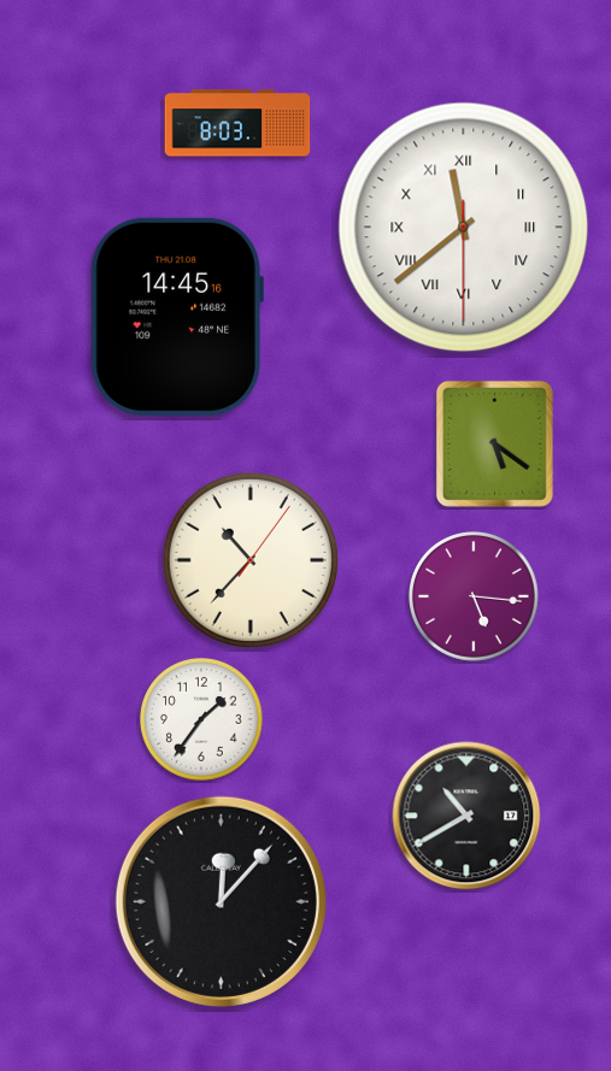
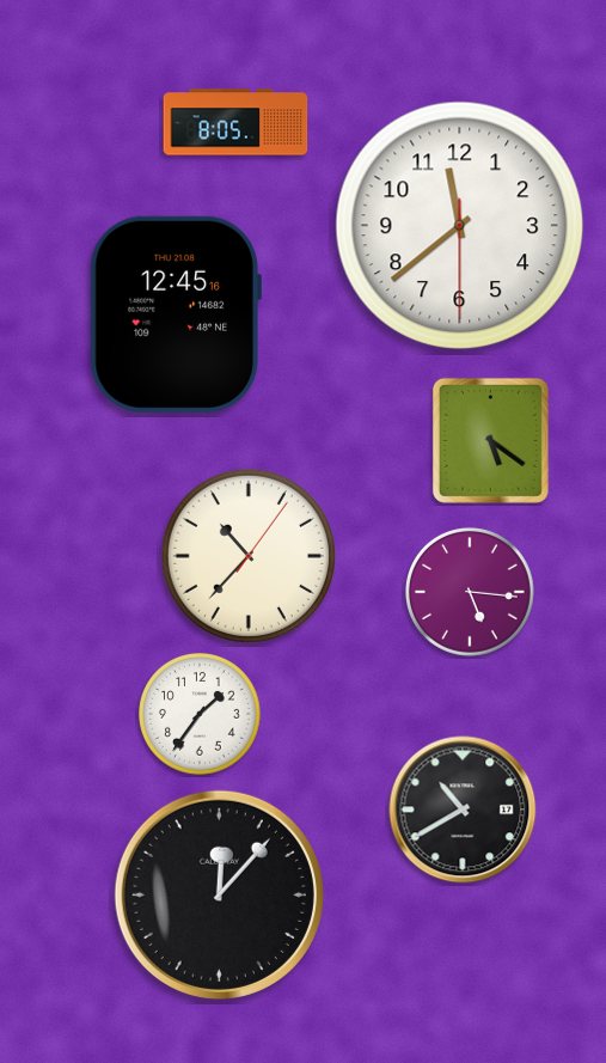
clock at (237, 123): 8:03 -> 8:05
clock at (464, 228) numerals: Roman -> Arabic
clock at (177, 317): 14:45 -> 12:45
